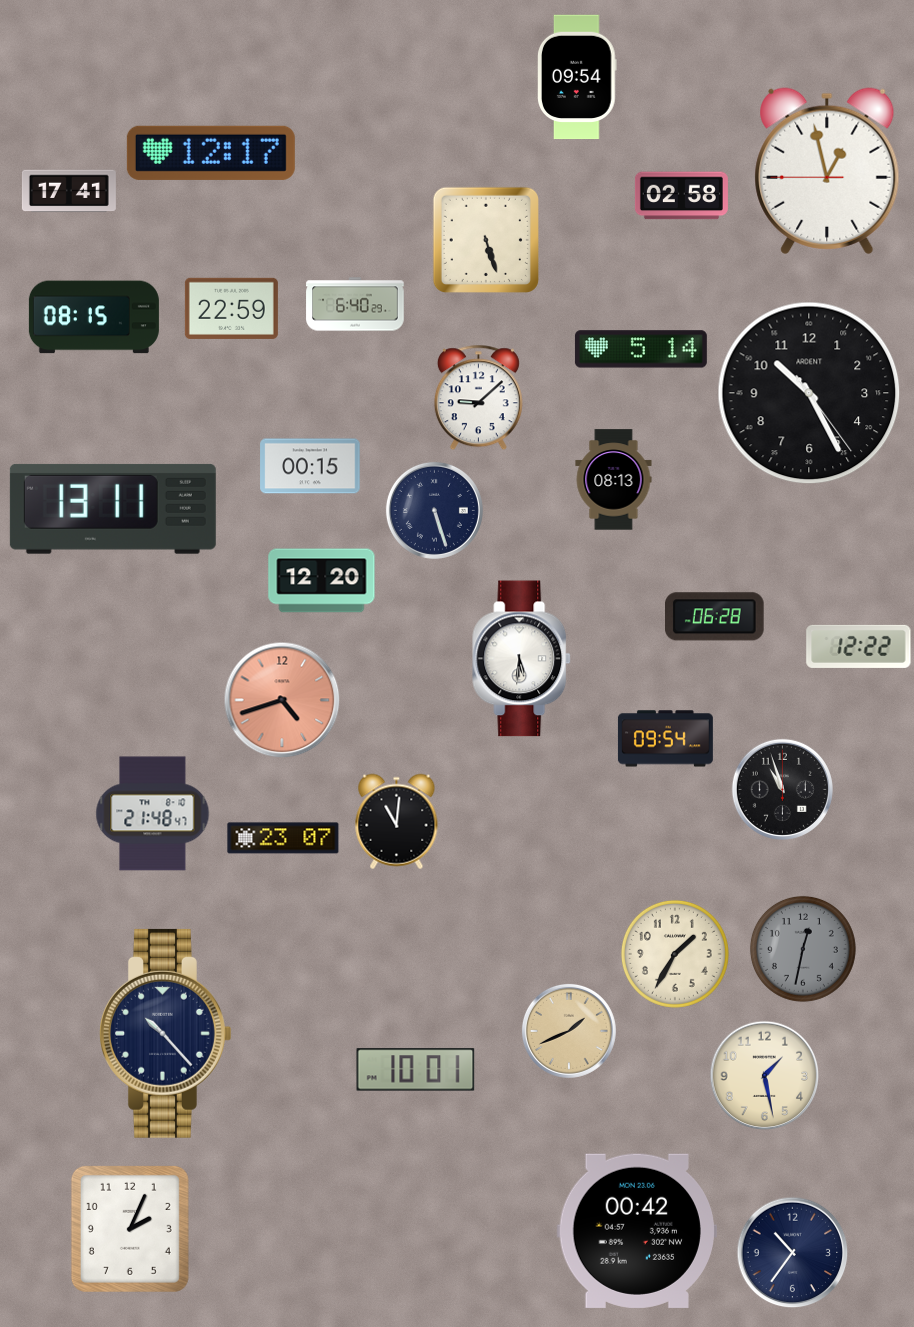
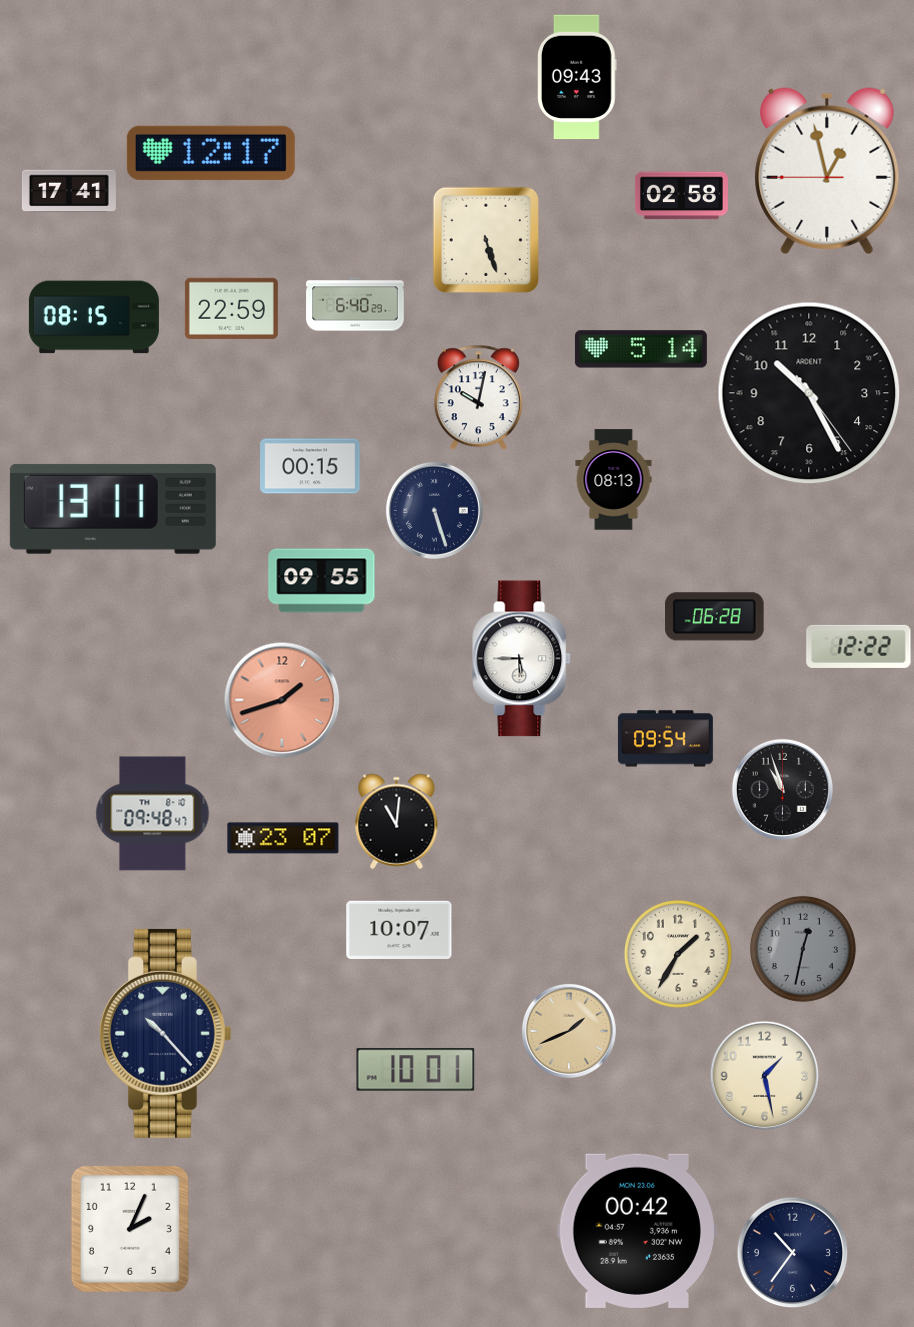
clock at (578, 77): 09:54 -> 09:43
clock at (478, 398): 9:08 -> 10:02
clock at (322, 581): 12:20 -> 09:55
clock at (522, 659): 5:31 -> 5:45
clock at (282, 700): 4:42 -> 1:42
clock at (153, 814): 21:48 -> 09:48
clock at (399, 929): none -> 10:07
clock at (675, 954) position: (675, 954) -> (678, 954)
